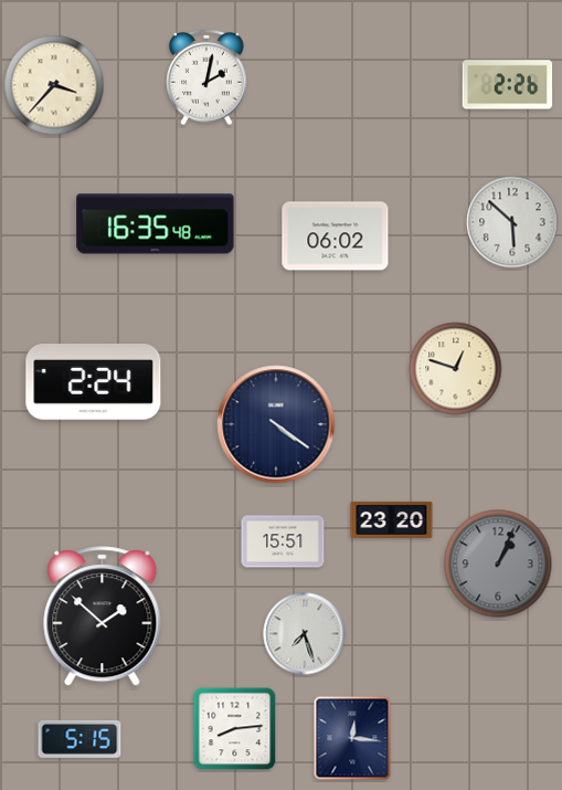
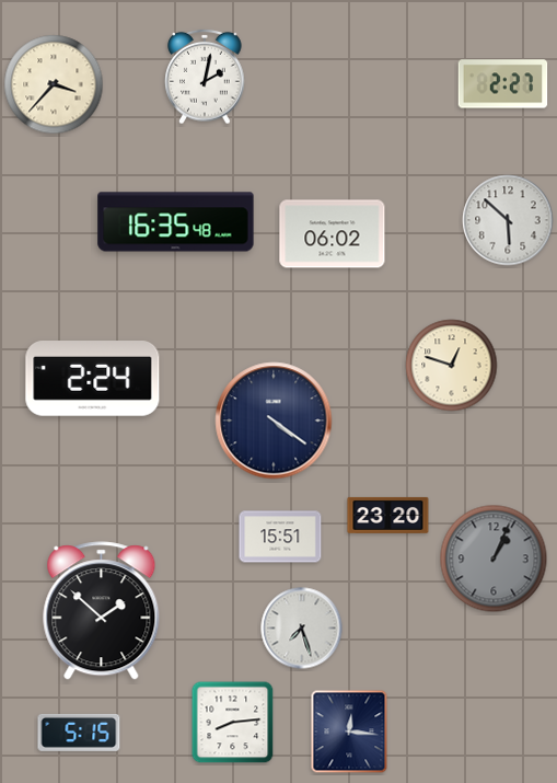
clock at (508, 85): 2:26 -> 2:27
clock at (156, 224) position: (156, 224) -> (176, 222)
